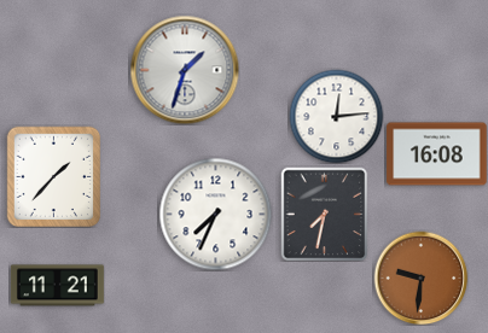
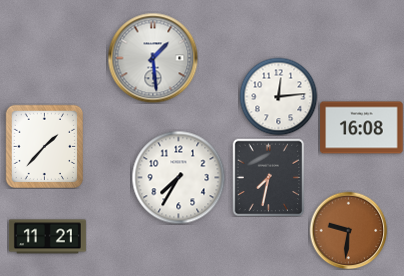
clock at (185, 70): 1:33 -> 1:29
clock at (215, 214): 7:34 -> 7:35
